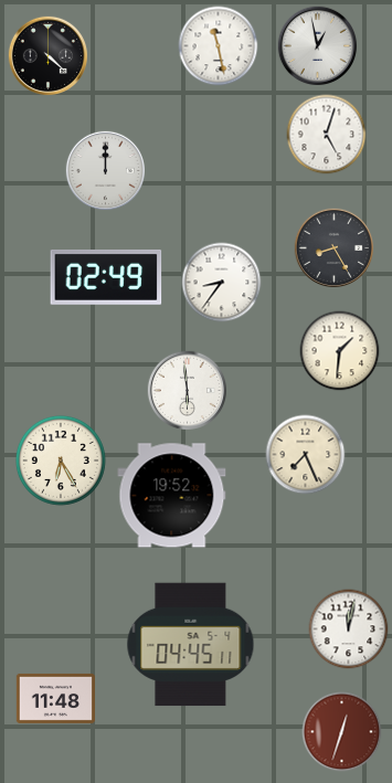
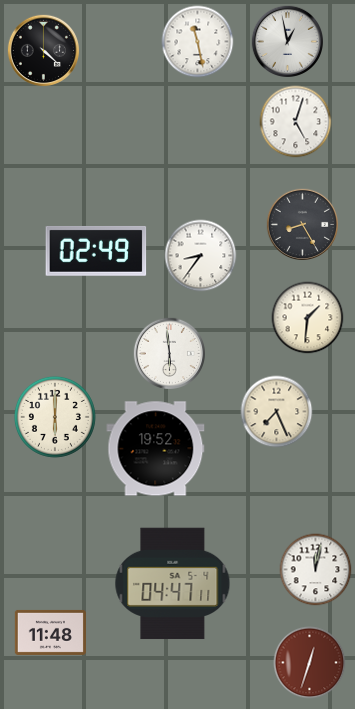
clock at (105, 170): 12:00 -> none
clock at (61, 461): 6:25 -> 6:00
clock at (191, 645): 04:45 -> 04:47
